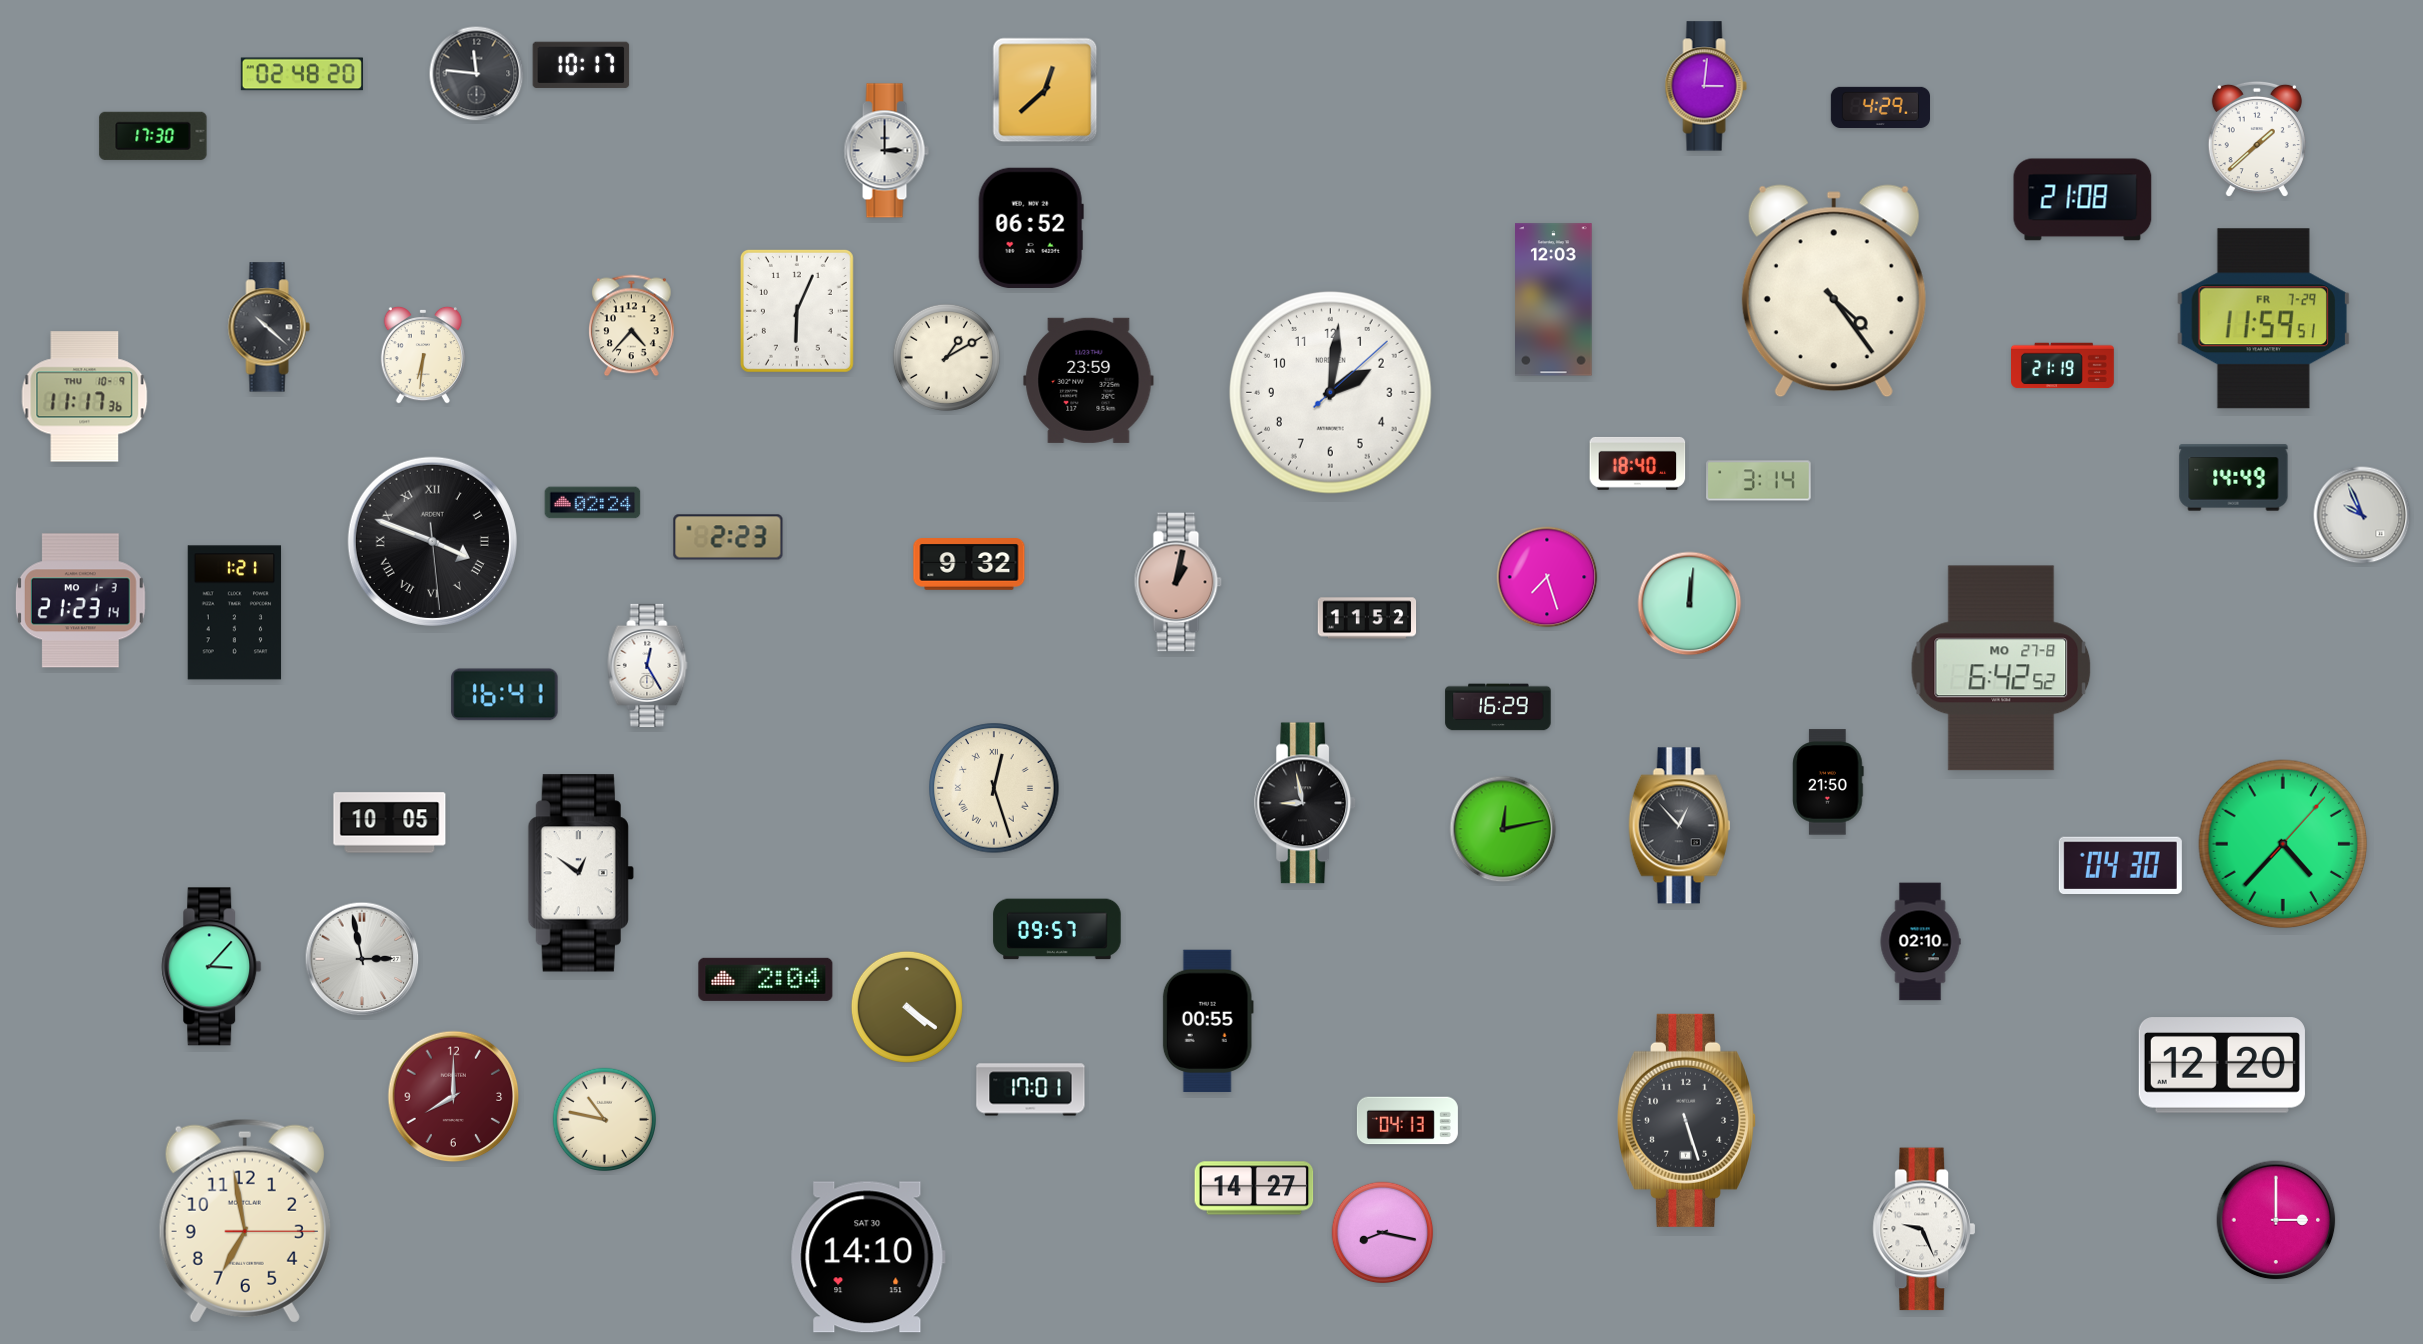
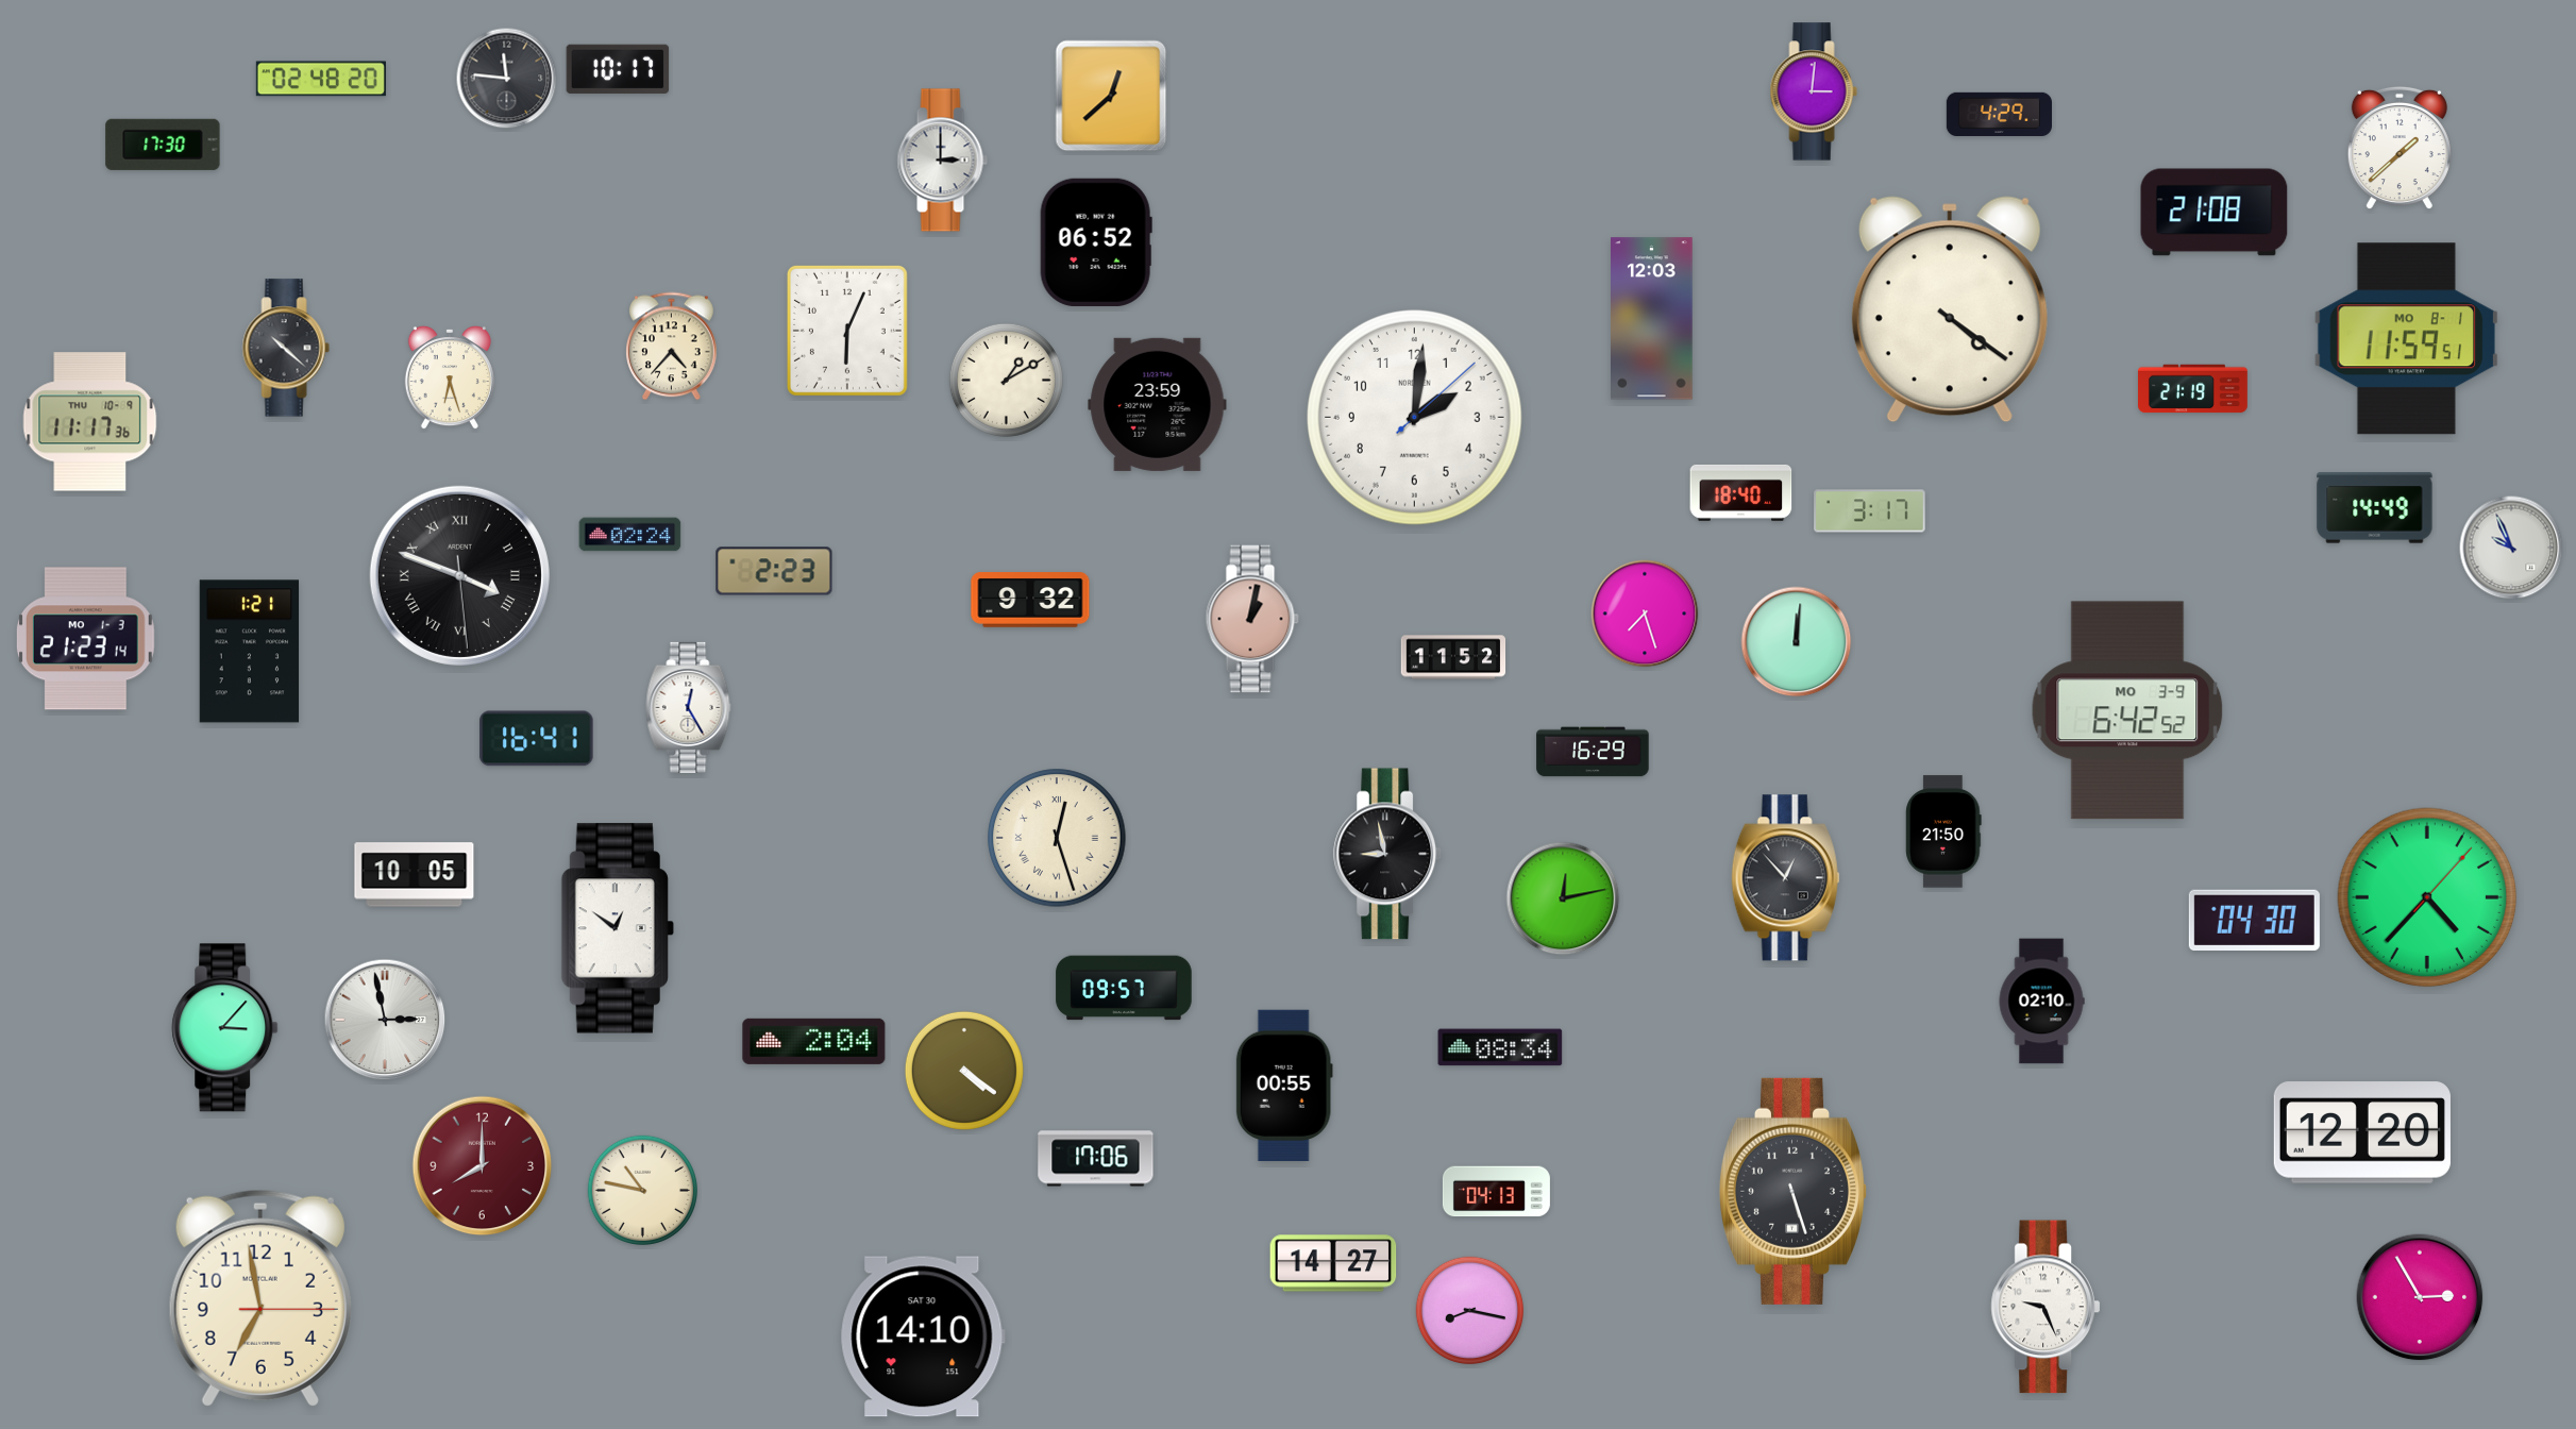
clock at (1834, 291): 4:24 -> 4:21
clock at (2263, 319) date: FR 7-29 -> MO 8-1
clock at (423, 355): 6:31 -> 6:27
clock at (1759, 481): 3:14 -> 3:17
clock at (2001, 668) date: MO 27-8 -> MO 3-9
clock at (1503, 829) position: (1503, 829) -> (1563, 898)
clock at (1500, 1047): none -> 08:34
clock at (1031, 1090): 17:01 -> 17:06
clock at (2276, 1220): 3:00 -> 2:55
